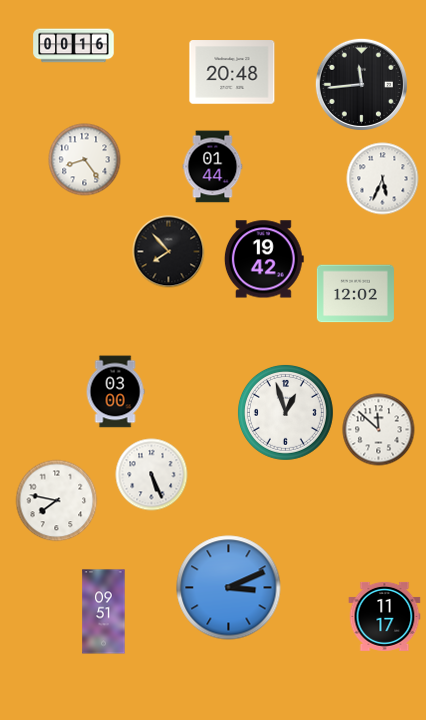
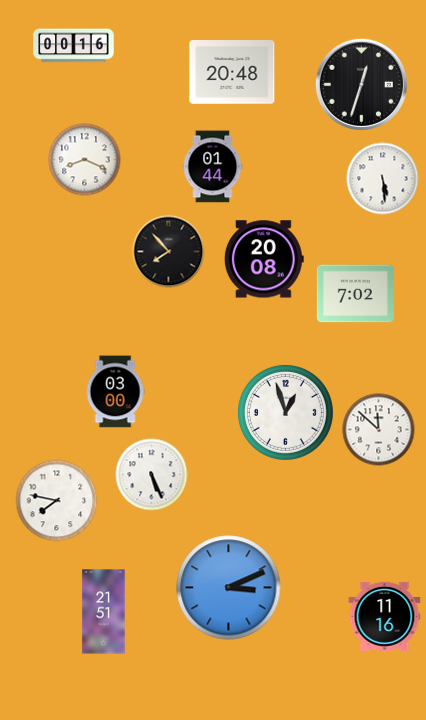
clock at (361, 84): 11:44 -> 12:33
clock at (85, 160): 8:24 -> 8:19
clock at (383, 179): 5:34 -> 5:29
clock at (264, 259): 19:42 -> 20:08
clock at (355, 294): 12:02 -> 7:02
clock at (104, 612): 09:51 -> 21:51
clock at (385, 616): 11:17 -> 11:16
